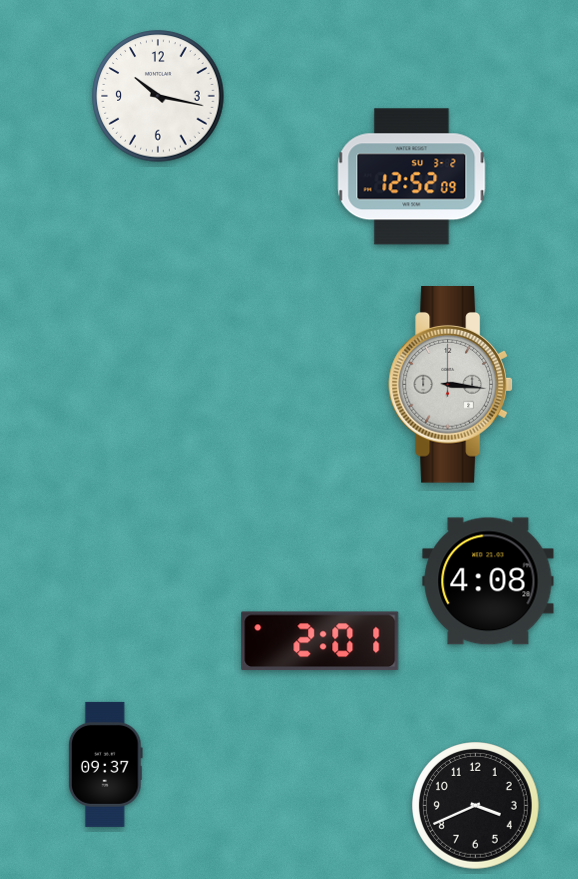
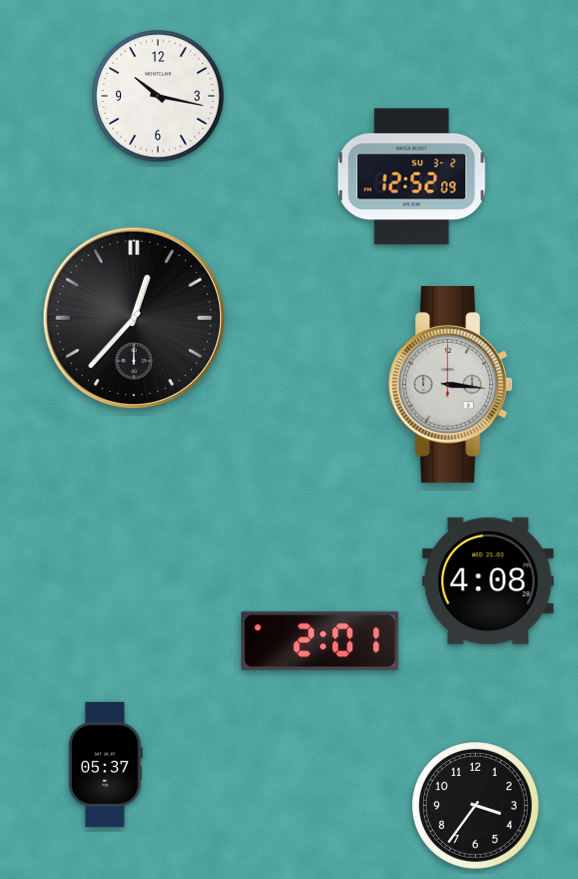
clock at (134, 318): none -> 12:37
clock at (105, 764): 09:37 -> 05:37
clock at (476, 806): 3:41 -> 3:36
